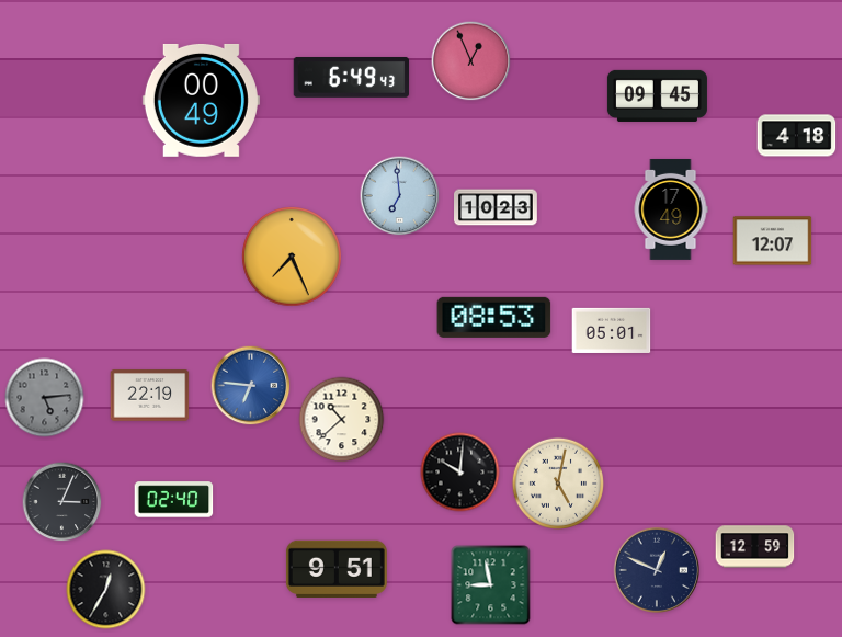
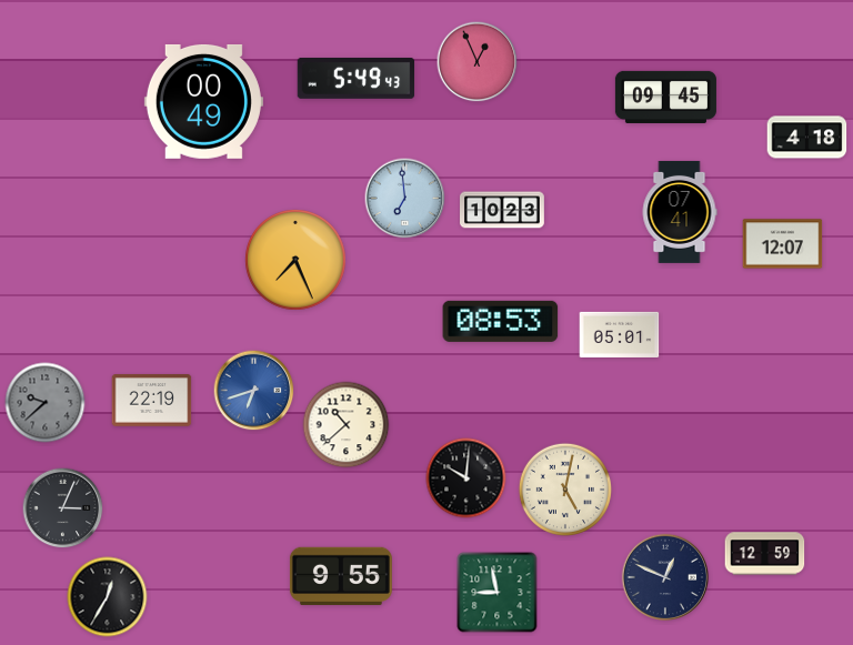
clock at (352, 77): 6:49 -> 5:49
clock at (671, 209): 17:49 -> 07:41
clock at (251, 386): 6:46 -> 6:42
clock at (45, 398): 5:14 -> 9:38
clock at (174, 500): 02:40 -> none
clock at (337, 569): 9:51 -> 9:55
